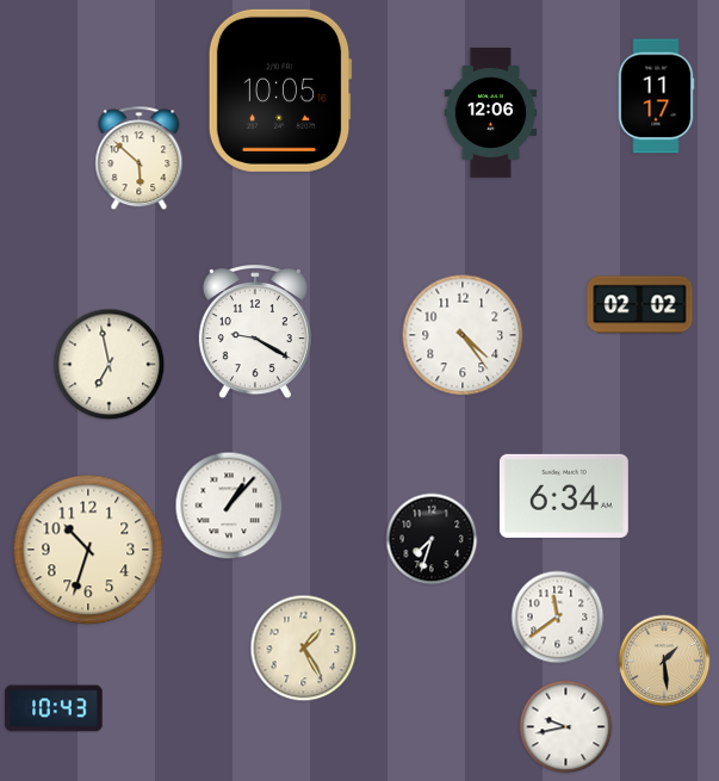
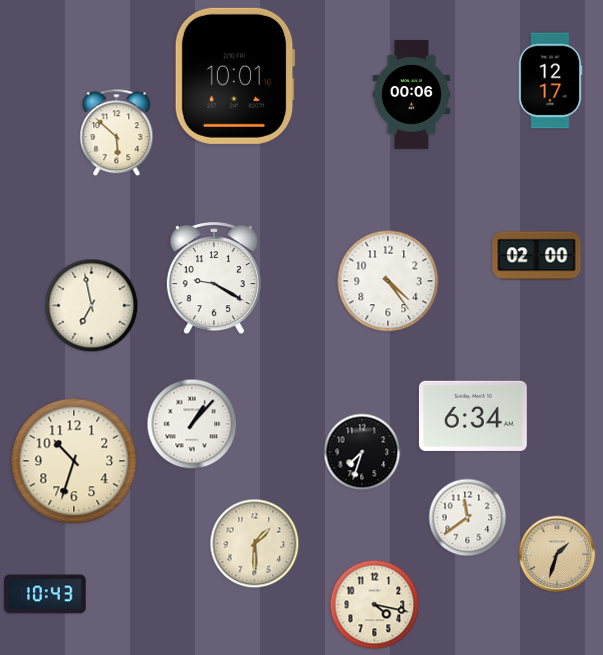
clock at (280, 91): 10:05 -> 10:01
clock at (656, 97): 11:17 -> 12:17
clock at (491, 113): 12:06 -> 00:06
clock at (640, 305): 02:02 -> 02:00
clock at (304, 649): 1:25 -> 1:30
clock at (664, 661): 1:29 -> 1:33
clock at (375, 605): none -> 4:17
clock at (566, 727): 9:43 -> none
